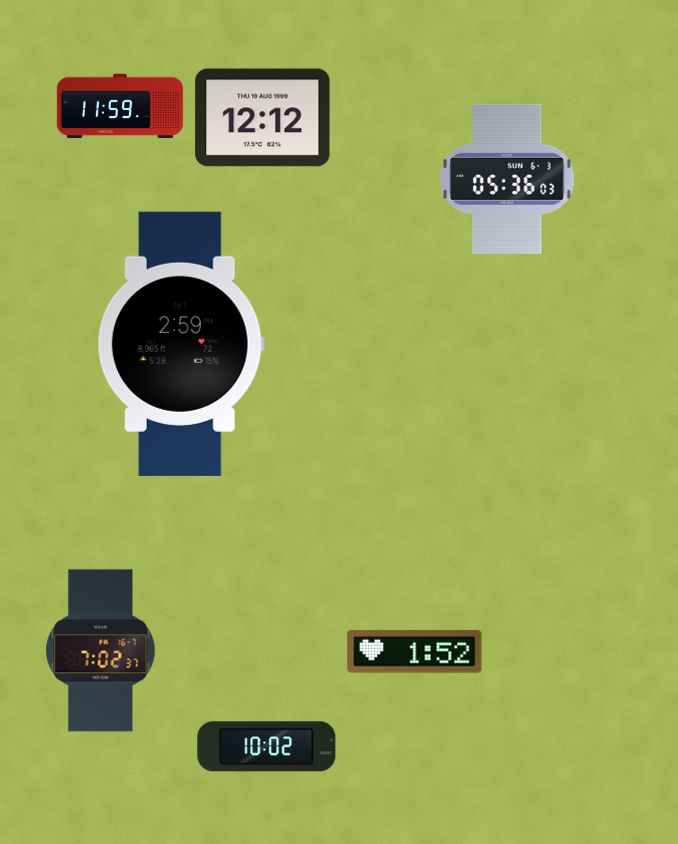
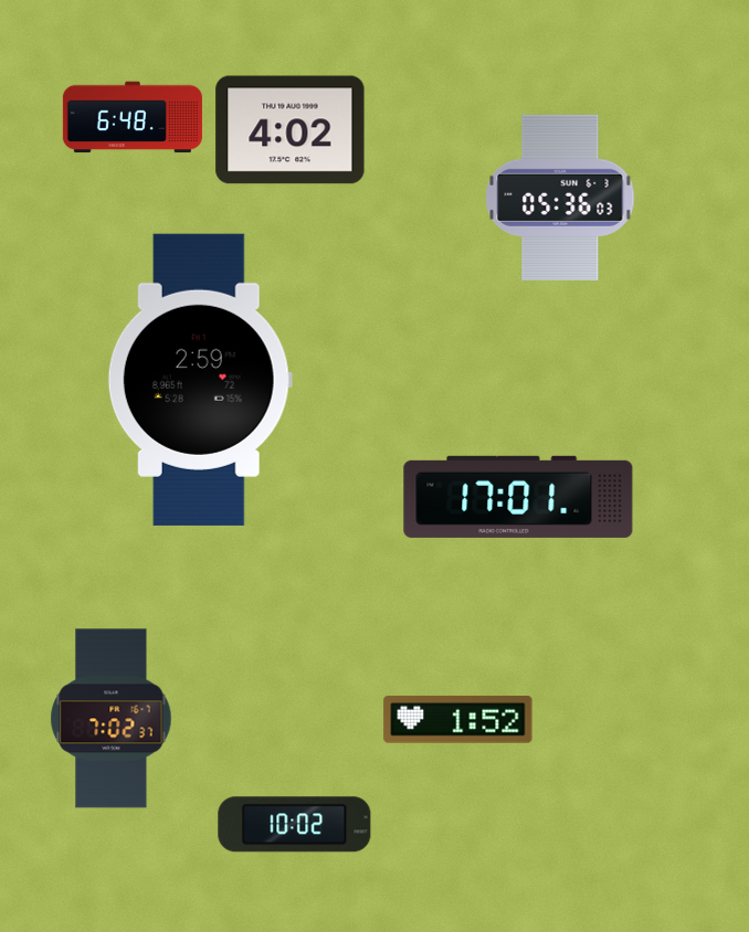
clock at (120, 106): 11:59 -> 6:48
clock at (263, 118): 12:12 -> 4:02
clock at (518, 497): none -> 17:01
